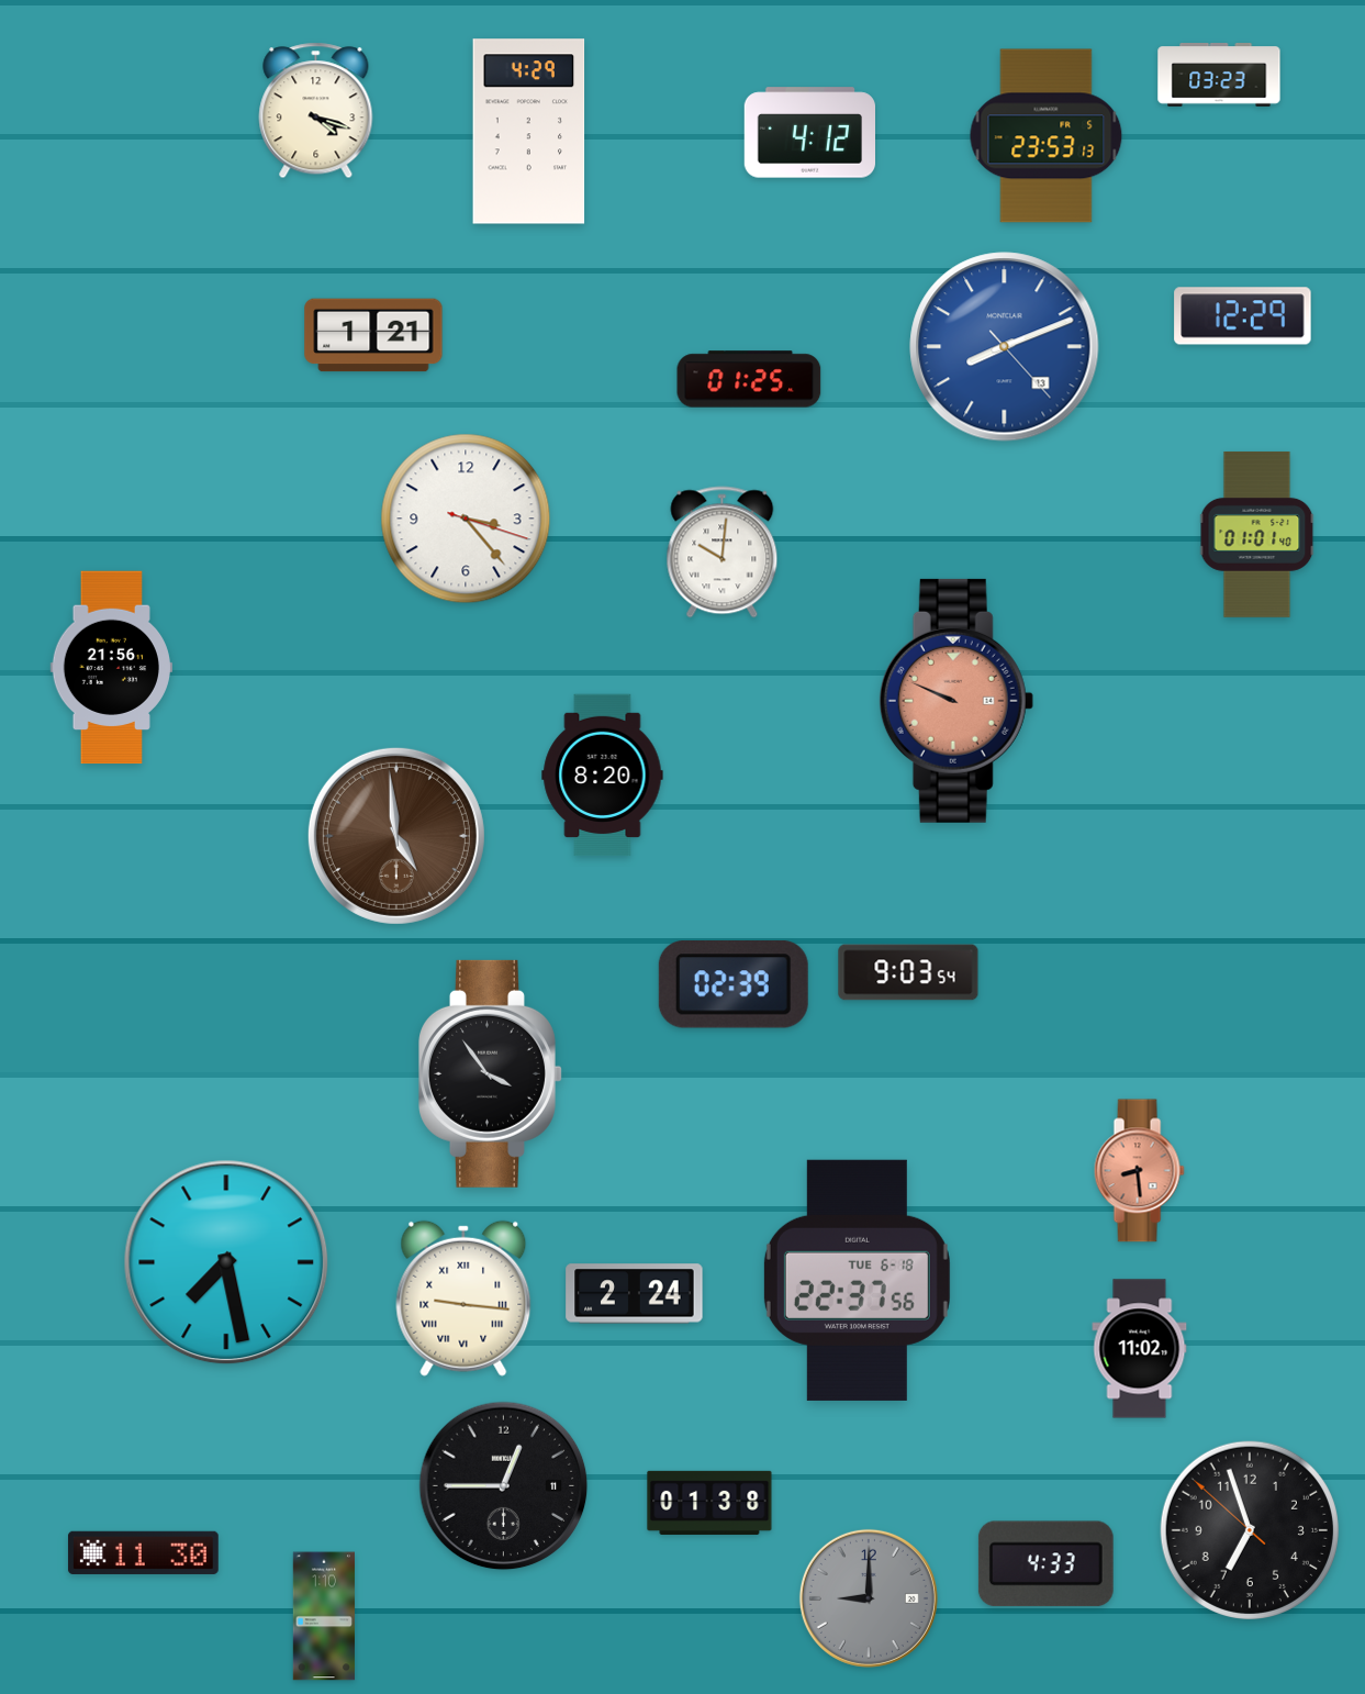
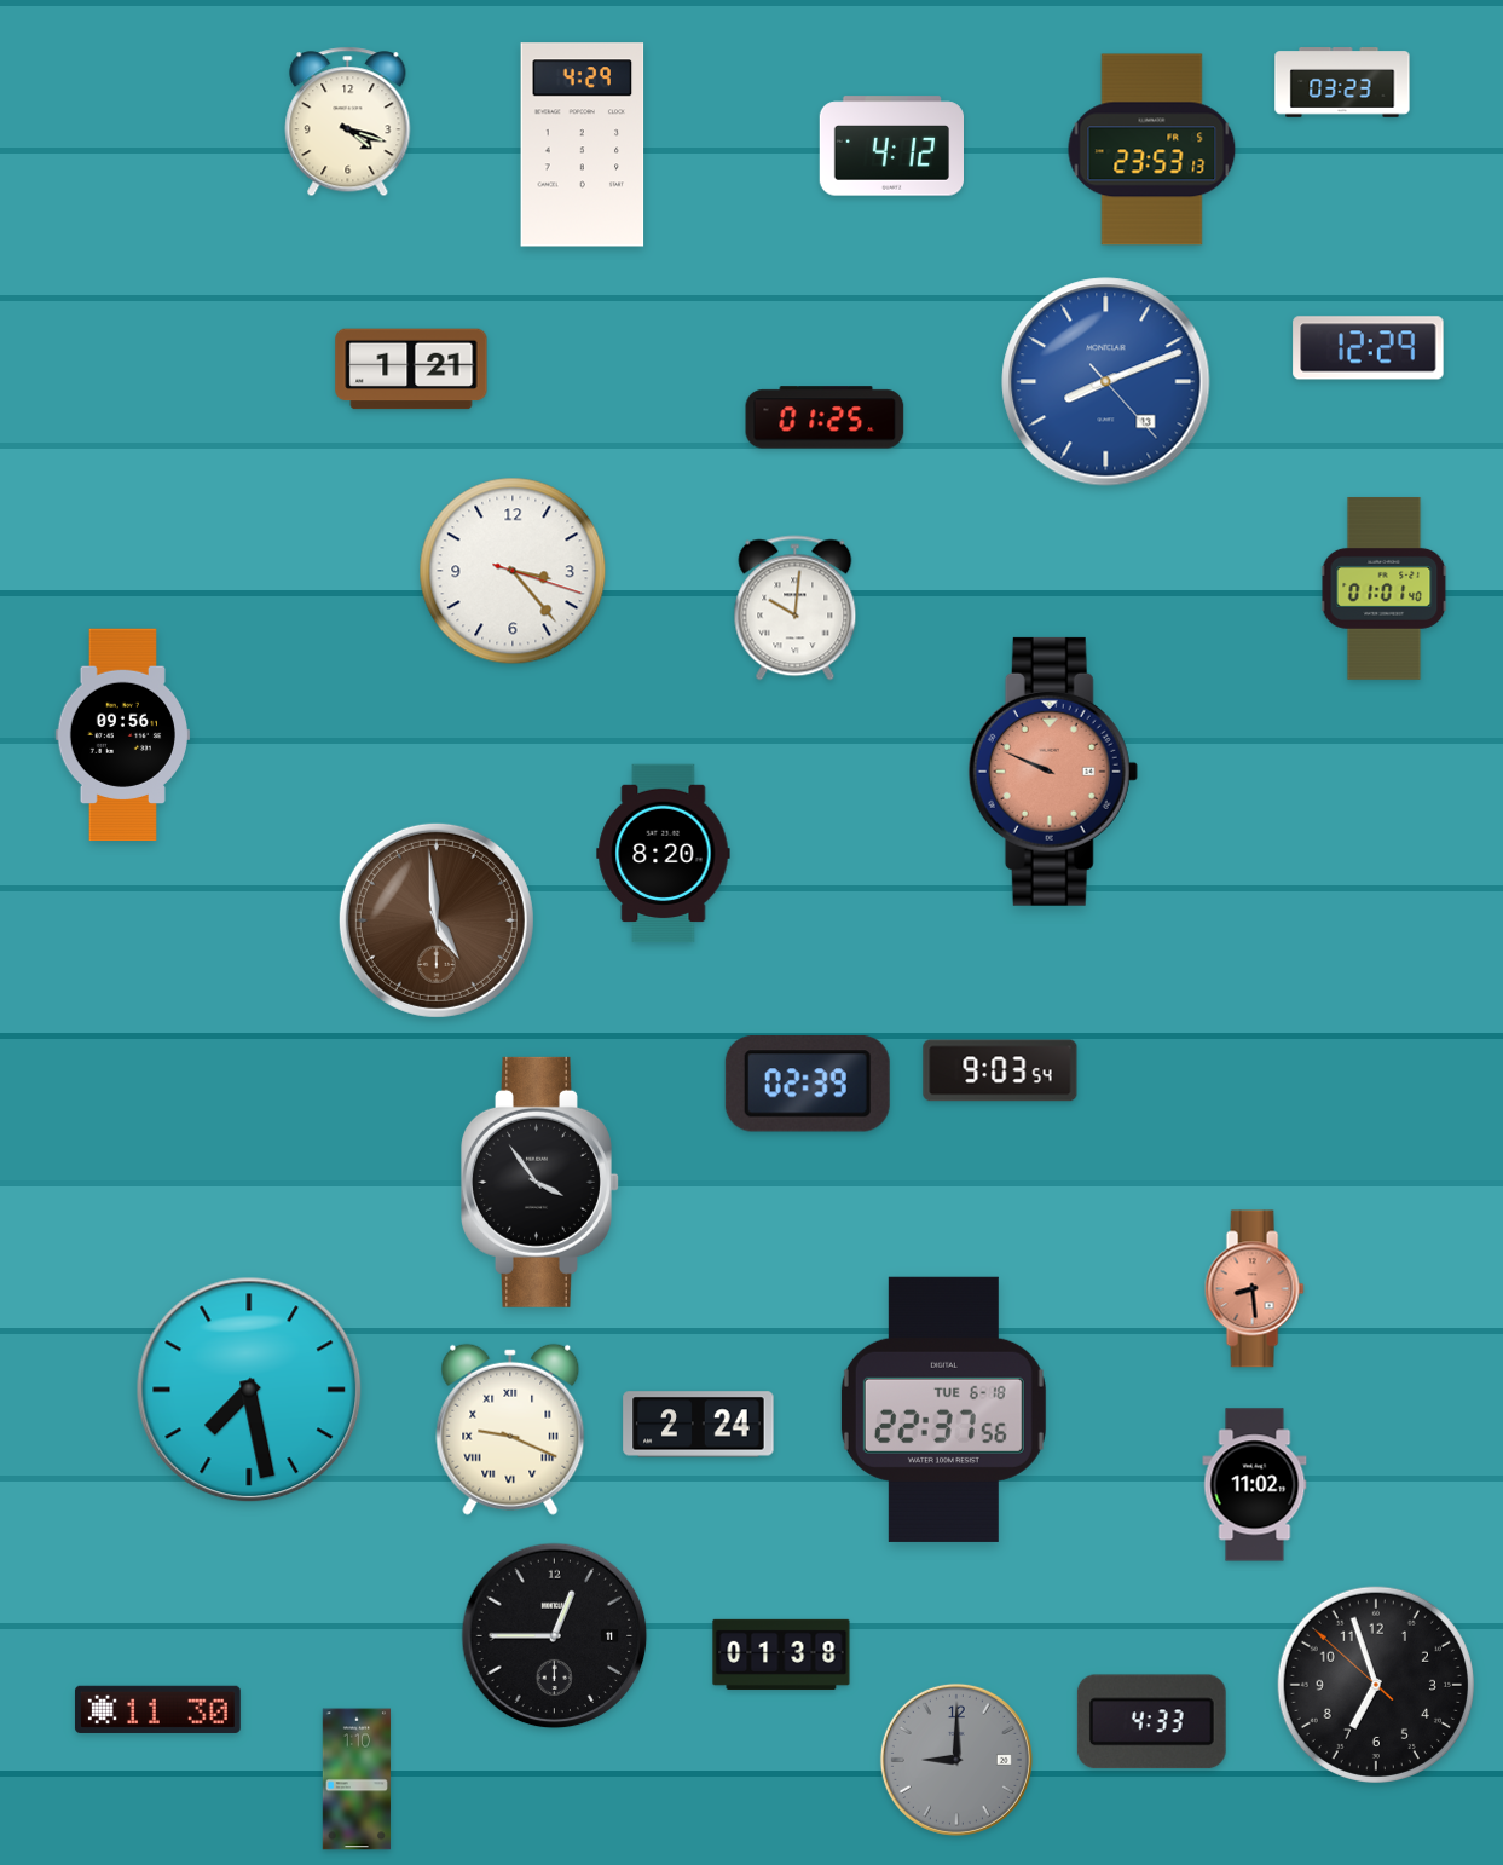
clock at (111, 668): 21:56 -> 09:56
clock at (463, 1299): 9:16 -> 9:19
